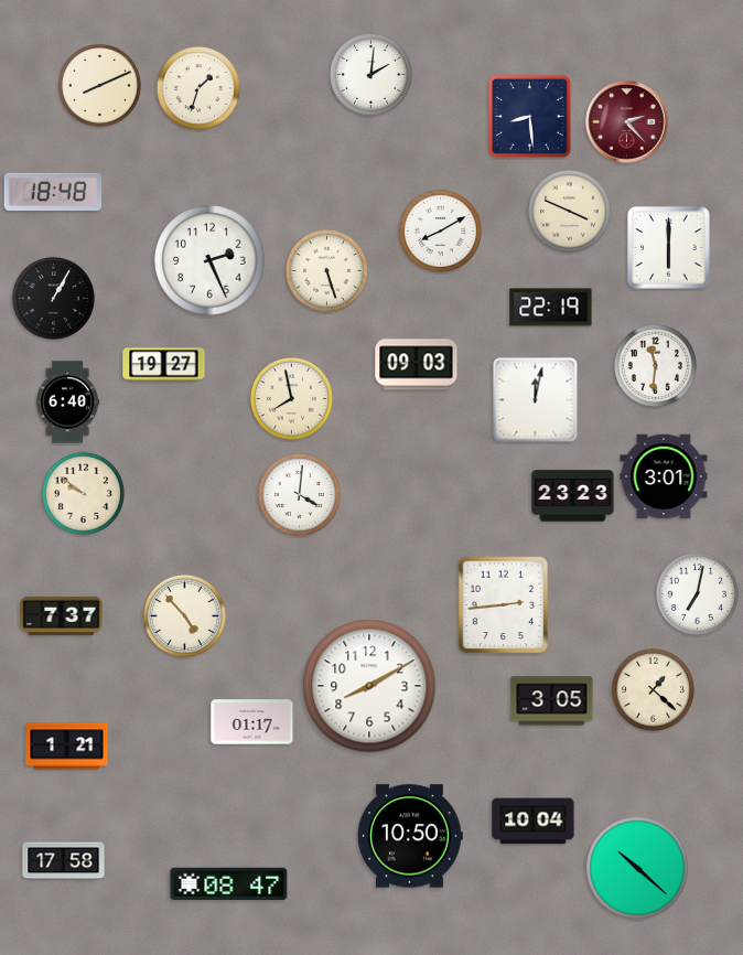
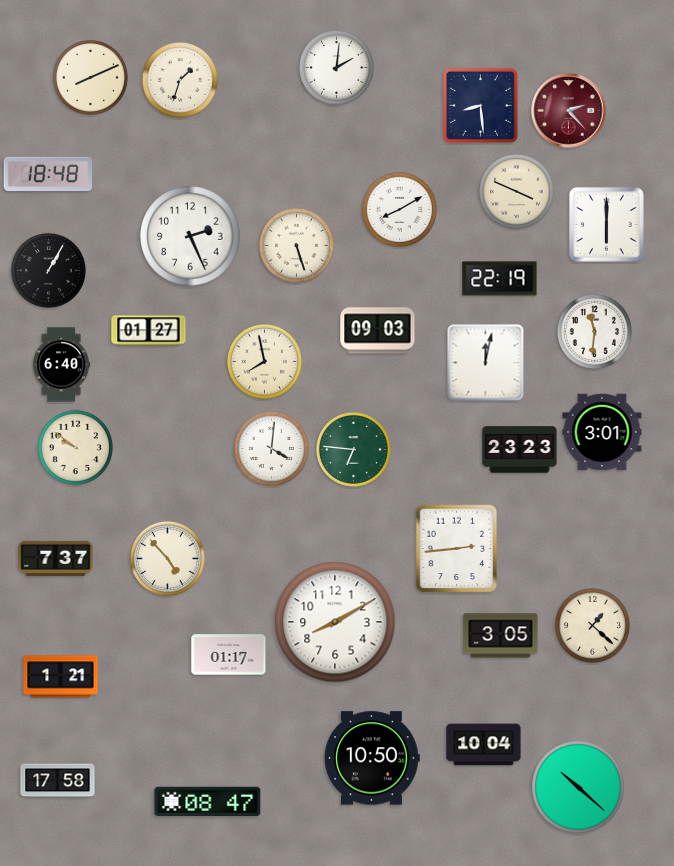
clock at (164, 365): 19:27 -> 01:27
clock at (353, 449): none -> 6:46
clock at (697, 593): 7:02 -> none
